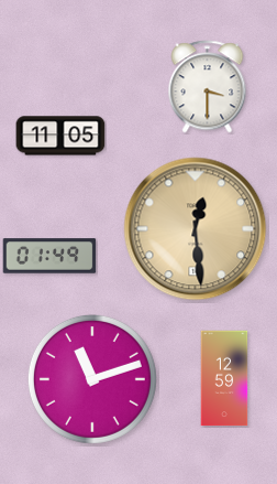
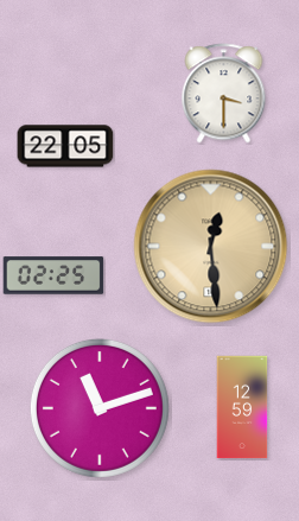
clock at (60, 136): 11:05 -> 22:05
clock at (49, 256): 01:49 -> 02:25
